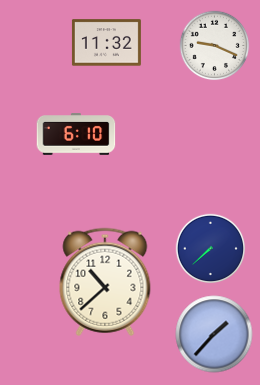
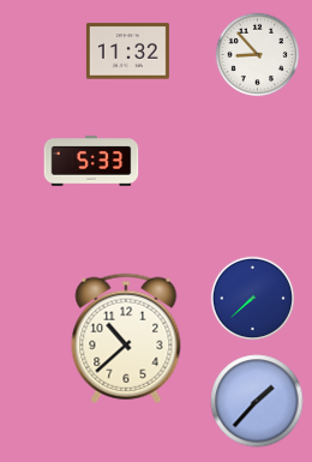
clock at (215, 46): 9:19 -> 8:53
clock at (76, 134): 6:10 -> 5:33
